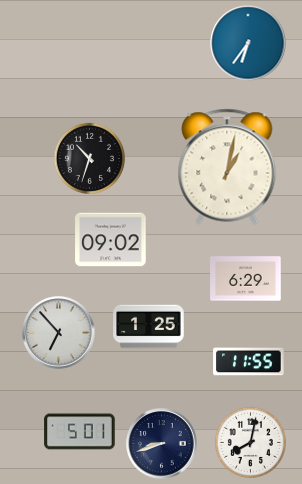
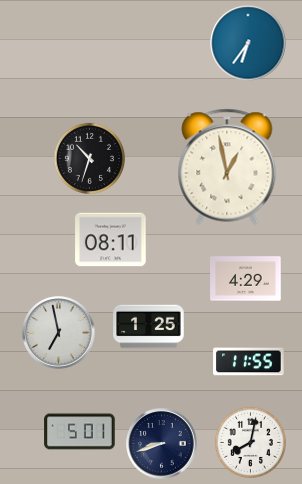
clock at (227, 167): 1:02 -> 12:58
clock at (111, 240): 09:02 -> 08:11
clock at (246, 279): 6:29 -> 4:29
clock at (59, 333): 6:53 -> 6:58
